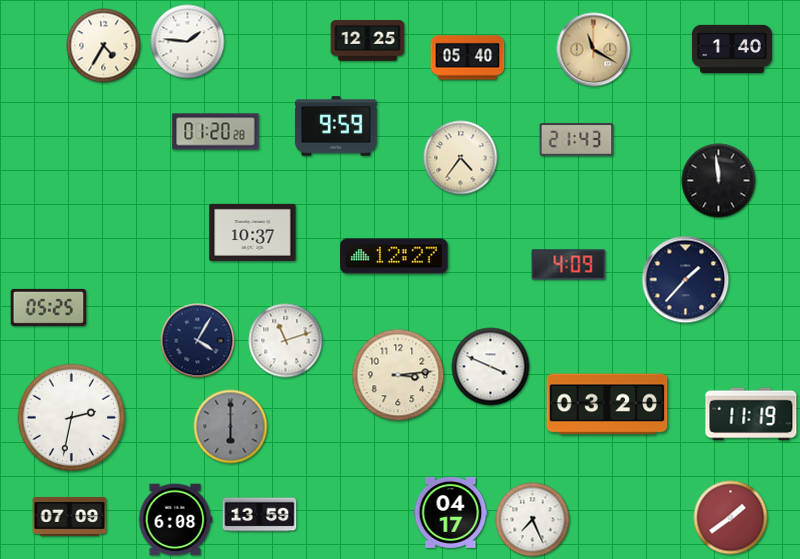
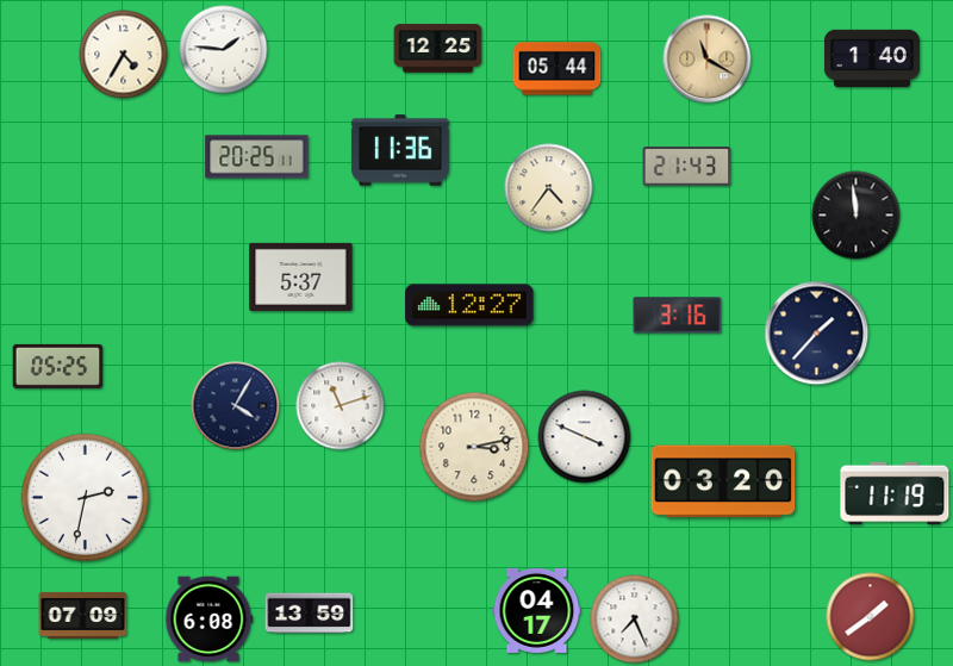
clock at (468, 58): 05:40 -> 05:44
clock at (336, 126): 9:59 -> 11:36
clock at (216, 132): 01:20 -> 20:25
clock at (253, 232): 10:37 -> 5:37
clock at (569, 265): 4:09 -> 3:16
clock at (398, 375): 3:14 -> 3:13
clock at (231, 427): 6:00 -> none
